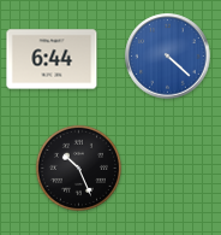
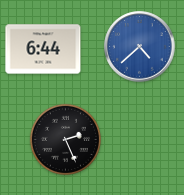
clock at (168, 57): 4:22 -> 4:38
clock at (78, 168): 10:26 -> 2:26
